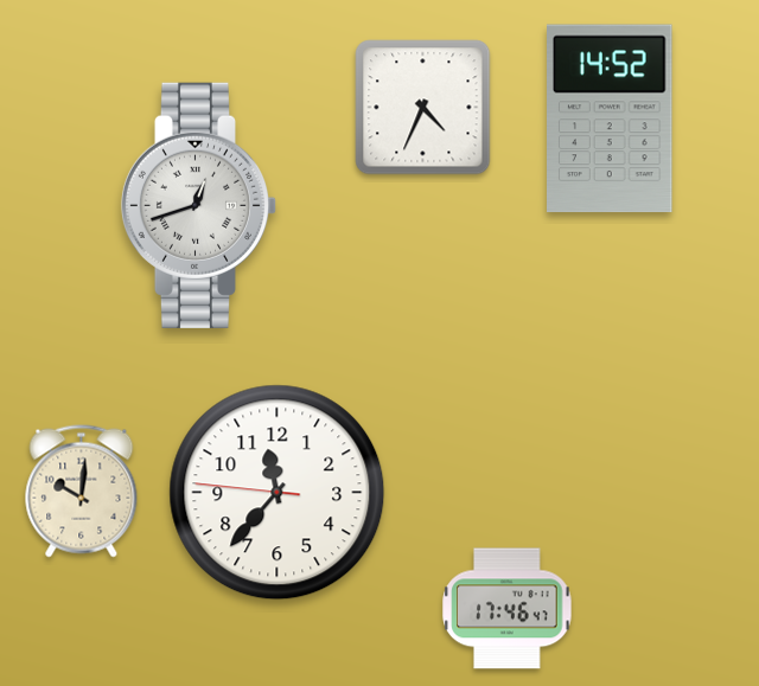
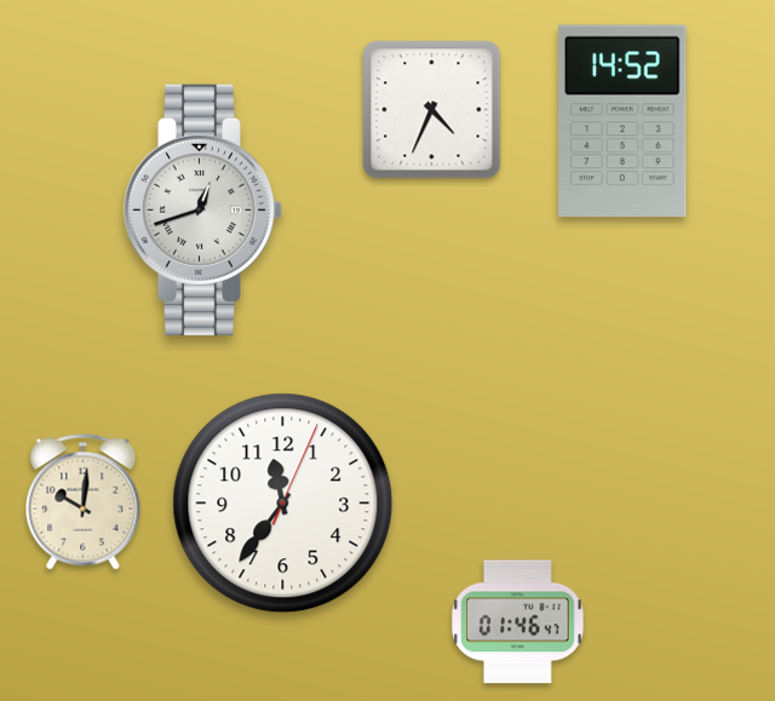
clock at (278, 493): 11:36:46 -> 11:36:04
clock at (508, 609): 17:46 -> 01:46
